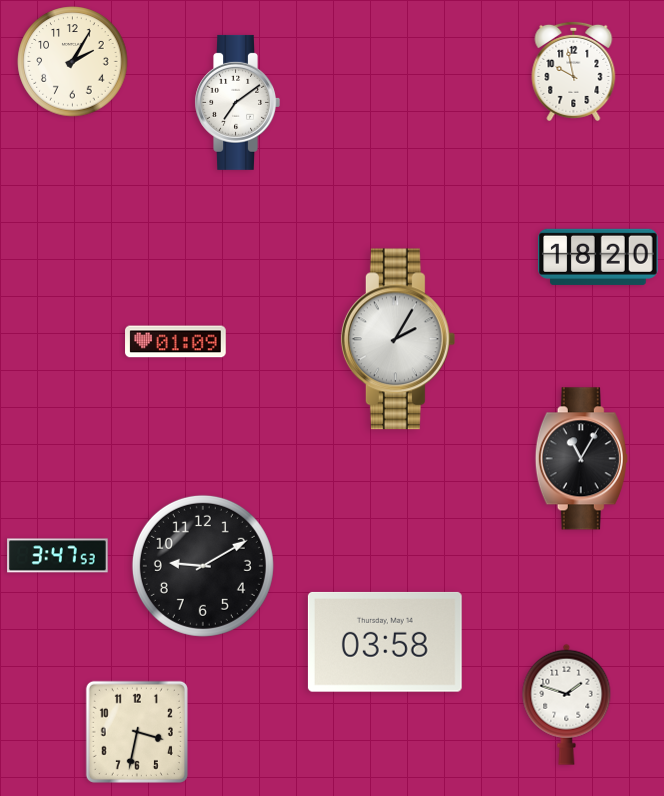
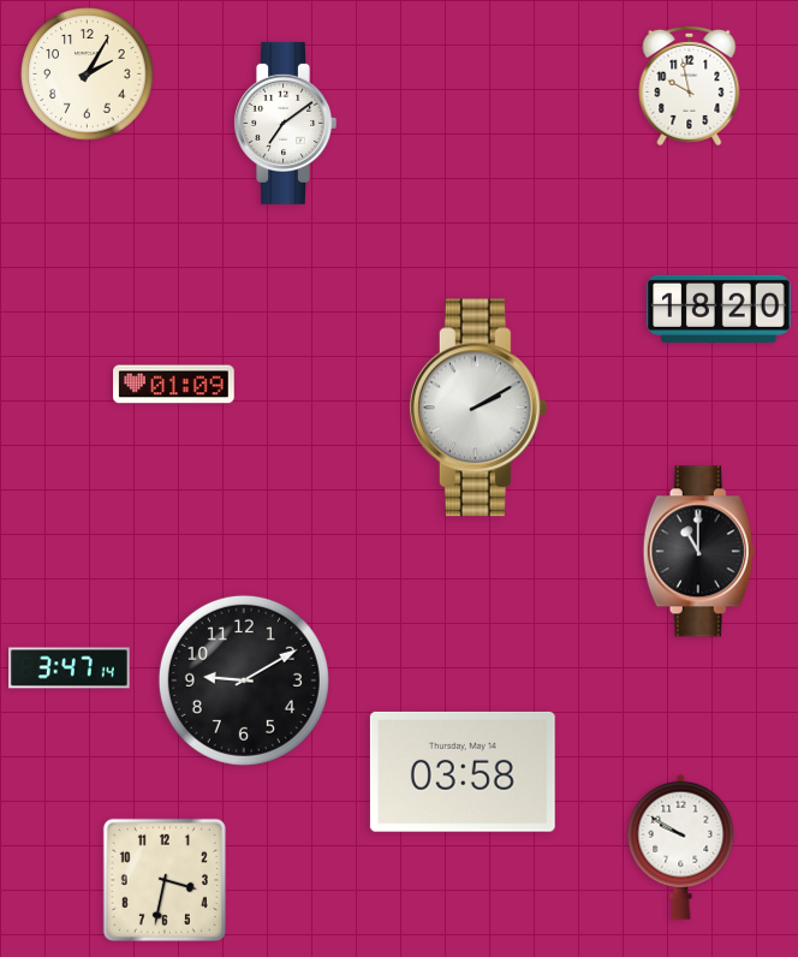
clock at (398, 339): 2:05 -> 2:10
clock at (176, 342) position: (176, 342) -> (174, 385)
clock at (581, 459): 11:05 -> 11:00
clock at (58, 556): 3:47:53 -> 3:47:14
clock at (567, 704): 1:48 -> 9:50
